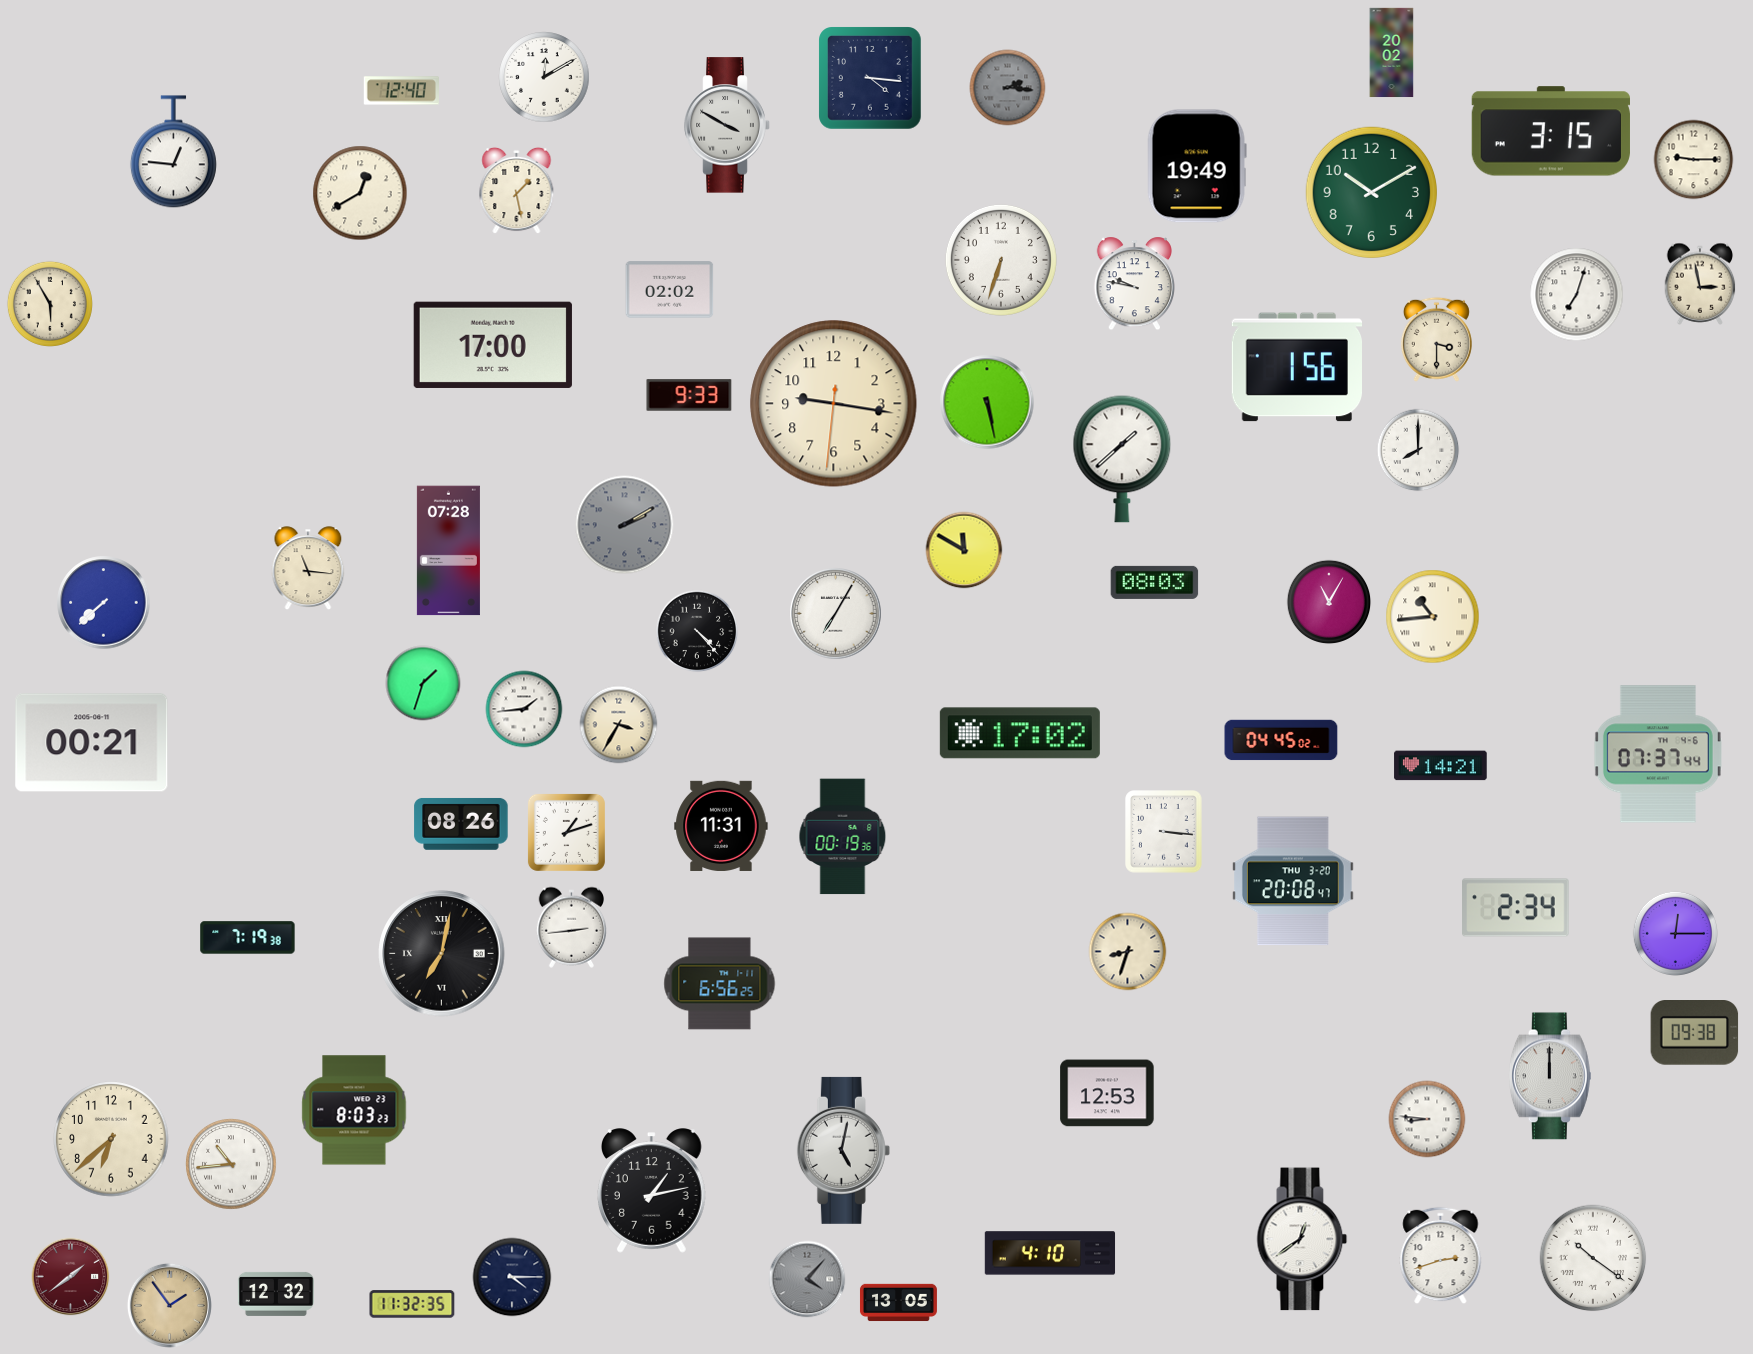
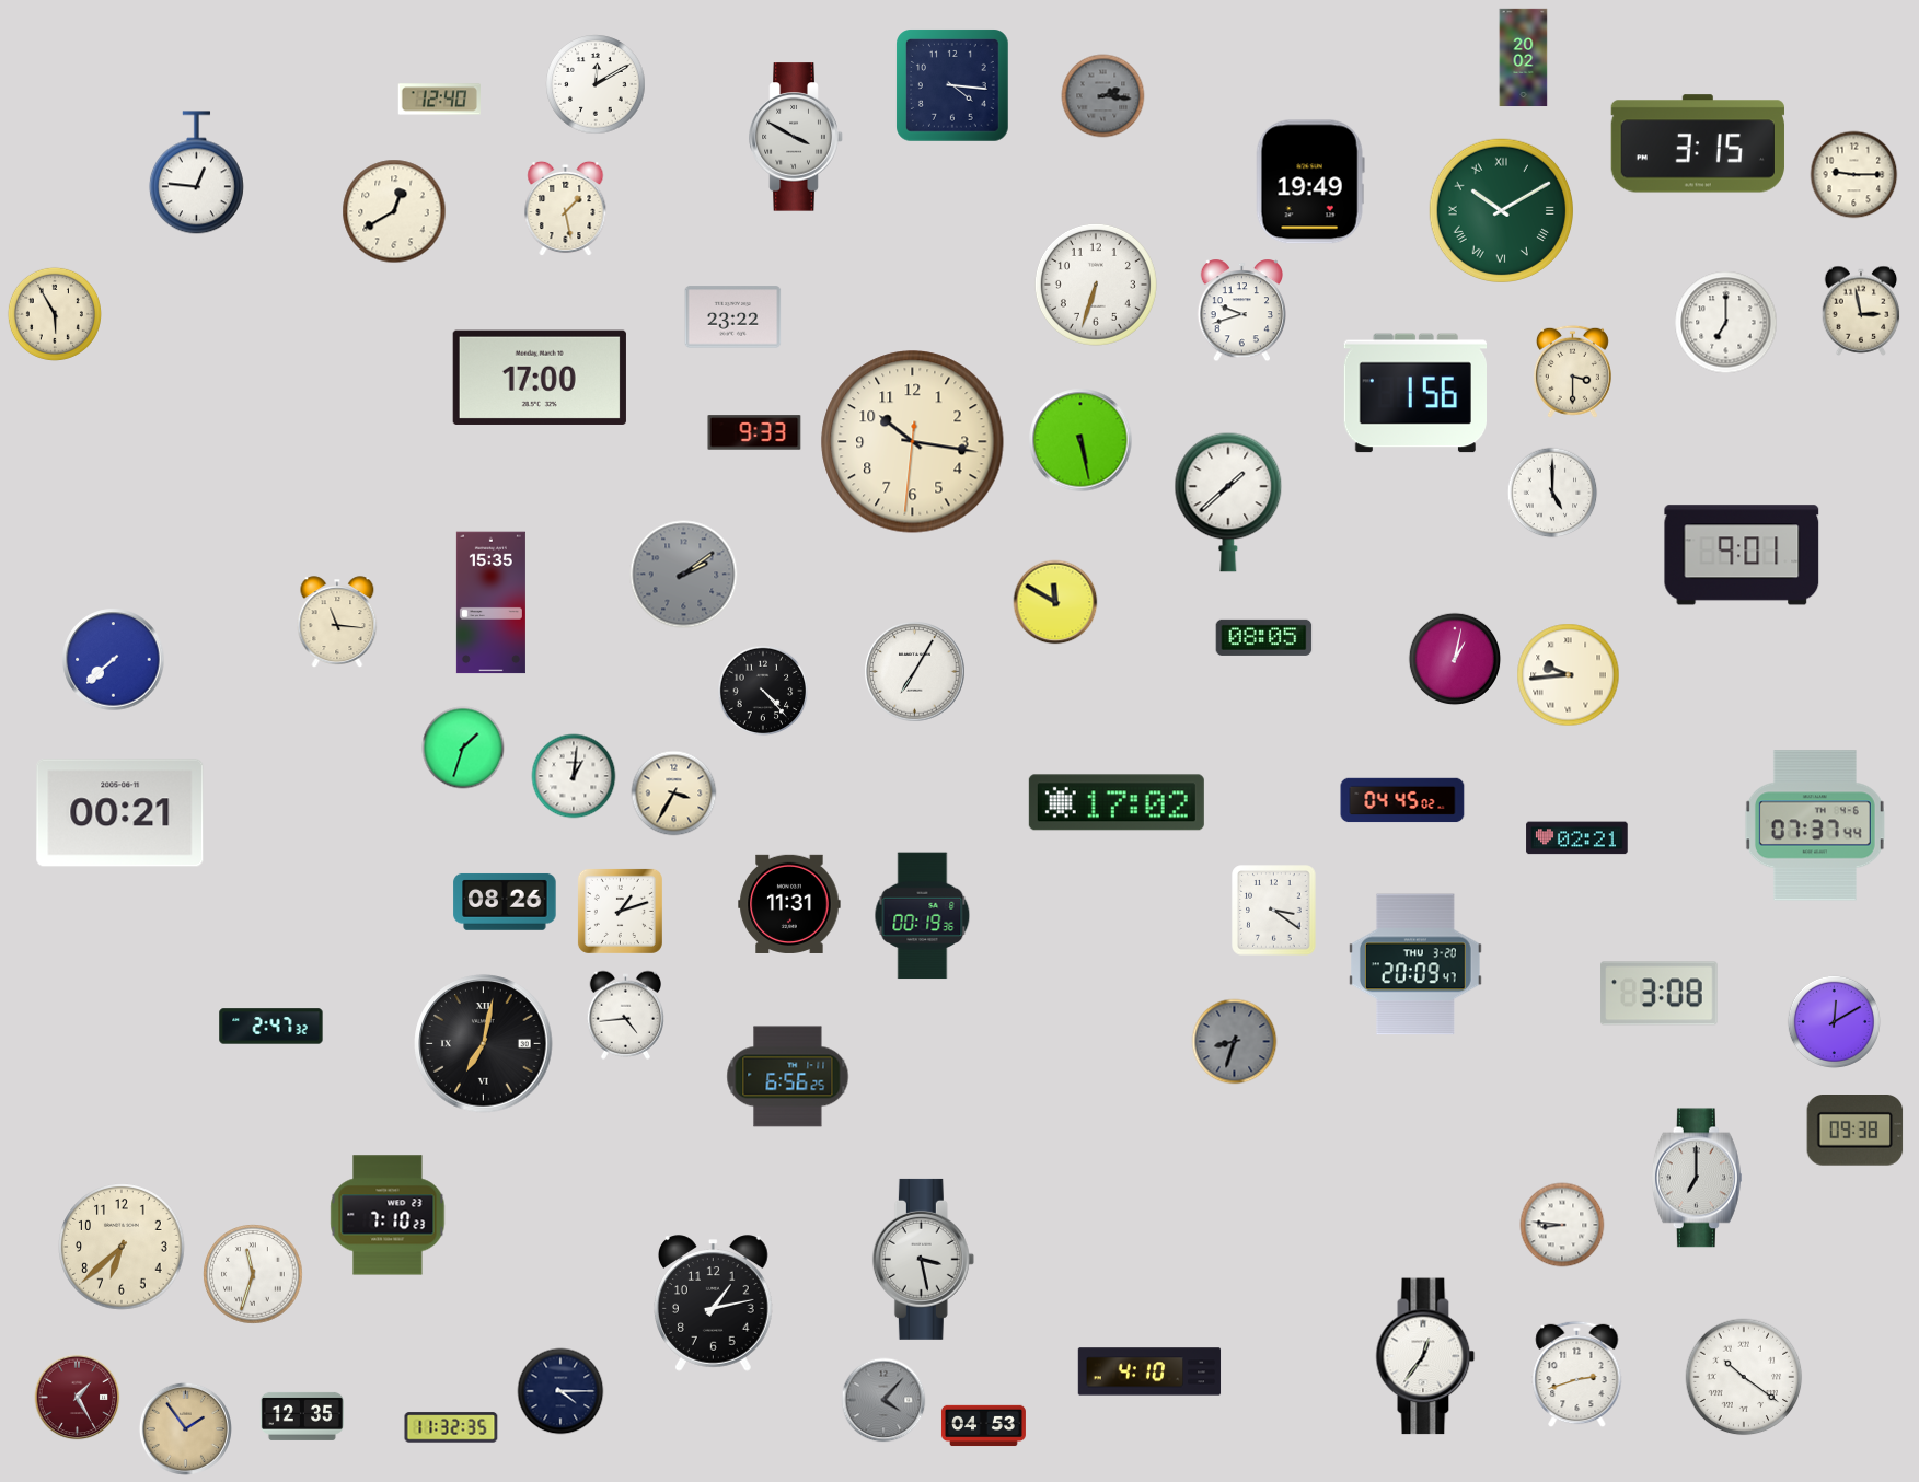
clock at (173, 152) position: (173, 152) -> (196, 173)
clock at (1371, 192) numerals: Arabic -> Roman
clock at (1134, 284): 9:47 -> 9:42
clock at (670, 290): 02:02 -> 23:22
clock at (1577, 295): 7:03 -> 7:00
clock at (50, 304) position: (50, 304) -> (55, 314)
clock at (1296, 367) position: (1296, 367) -> (1414, 393)
clock at (834, 404): 9:16 -> 10:16
clock at (1418, 450): 8:00 -> 5:00
clock at (1742, 555): none -> 9:01
clock at (625, 525): 2:10 -> 2:09
clock at (448, 551): 07:28 -> 15:35
clock at (1155, 582): 08:03 -> 08:05
clock at (1329, 602): 11:05 -> 1:02
clock at (1433, 617): 10:44 -> 9:44
clock at (524, 709): 1:44 -> 1:01
clock at (619, 725) position: (619, 725) -> (674, 794)
clock at (1281, 740) position: (1281, 740) -> (1402, 800)
clock at (92, 743) position: (92, 743) -> (120, 813)
clock at (1441, 766): 14:21 -> 02:21
clock at (1164, 832): 3:16 -> 3:21
clock at (1293, 881): 20:08 -> 20:09
clock at (1516, 908): 2:34 -> 3:08
clock at (571, 927): 2:44 -> 4:44
clock at (1675, 933): 12:15 -> 12:10
clock at (248, 938): 7:19 -> 2:47
clock at (1128, 952) dial: cream -> grey
clock at (1550, 1076): 12:00 -> 7:00
clock at (1107, 1093): 12:53 -> none
clock at (354, 1110): 8:03 -> 7:10
clock at (843, 1150): 5:02 -> 3:28
clock at (231, 1164): 10:44 -> 11:33
clock at (1302, 1239): 12:39 -> 12:36
clock at (71, 1277): 1:39 -> 1:25
clock at (512, 1277) position: (512, 1277) -> (560, 1391)
clock at (276, 1294): 12:32 -> 12:35
clock at (898, 1303): 13:05 -> 04:53
